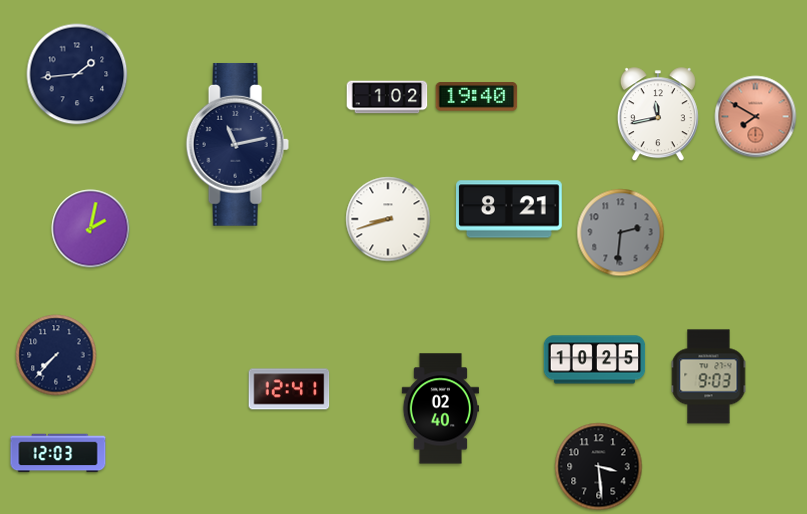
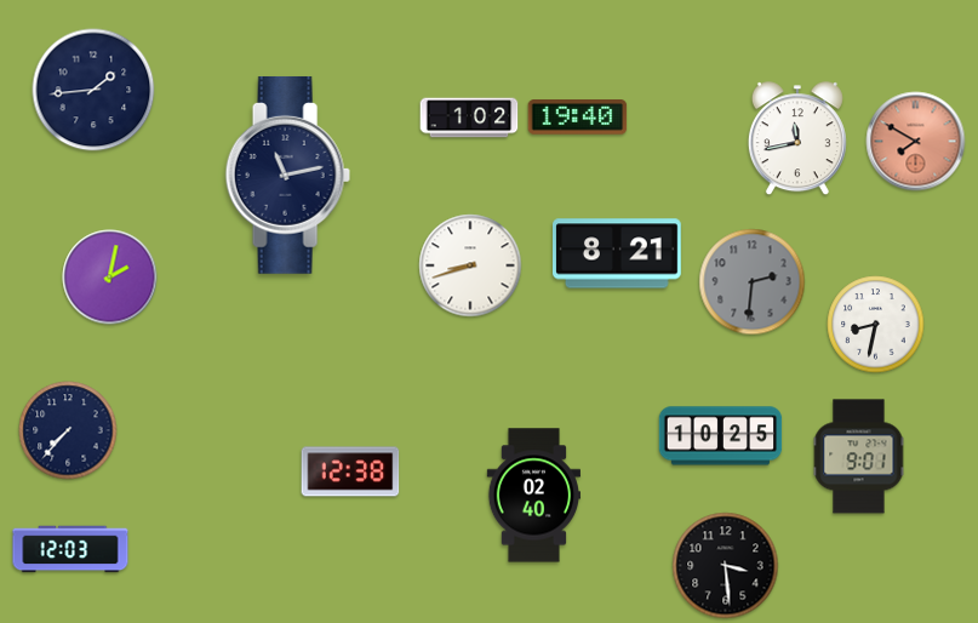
clock at (876, 325): none -> 8:32
clock at (709, 377): 9:03 -> 9:01
clock at (289, 389): 12:41 -> 12:38
